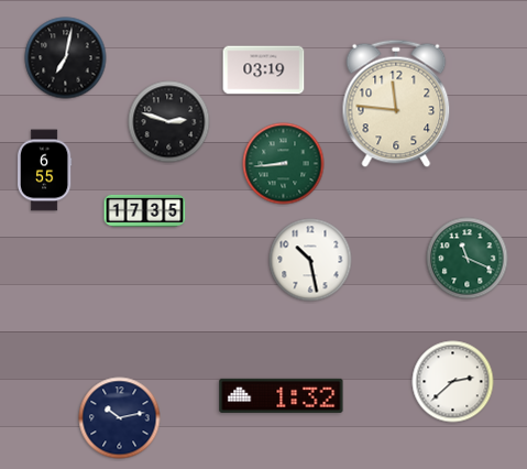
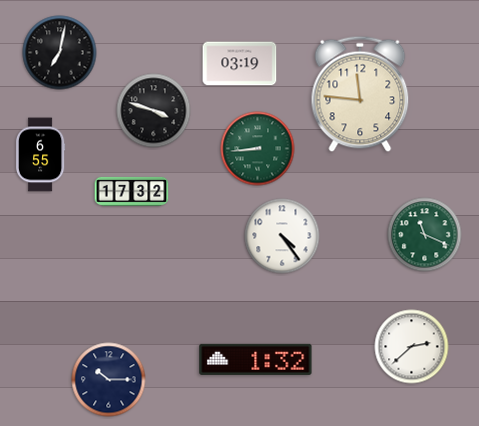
clock at (169, 122): 2:48 -> 3:48
clock at (145, 210): 17:35 -> 17:32
clock at (310, 260): 10:28 -> 4:24
clock at (120, 418): 10:13 -> 10:15
